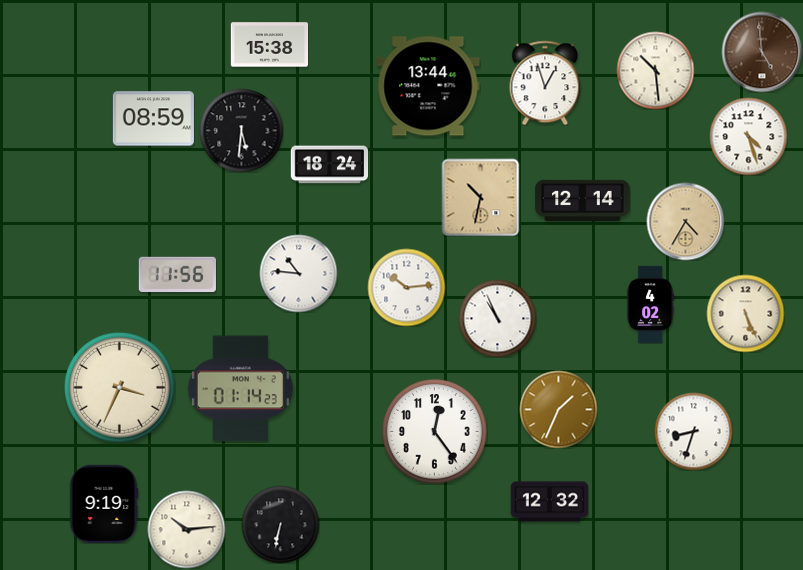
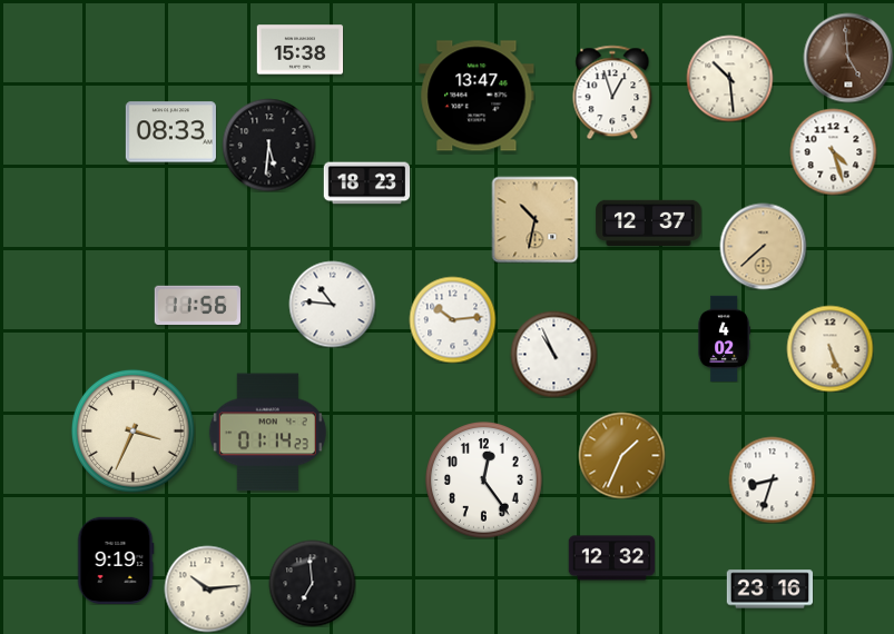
clock at (545, 83) position: (545, 83) -> (612, 92)
clock at (428, 86): 13:44 -> 13:47
clock at (153, 119): 08:59 -> 08:33
clock at (329, 165): 18:24 -> 18:23
clock at (583, 200): 12:14 -> 12:37
clock at (685, 221): 4:35 -> 7:38
clock at (280, 524): 6:32 -> 6:59
clock at (769, 590): none -> 23:16
